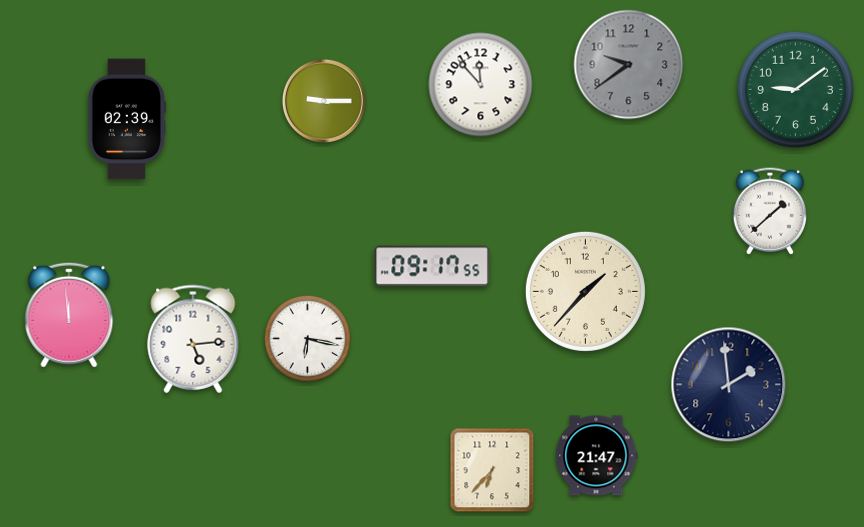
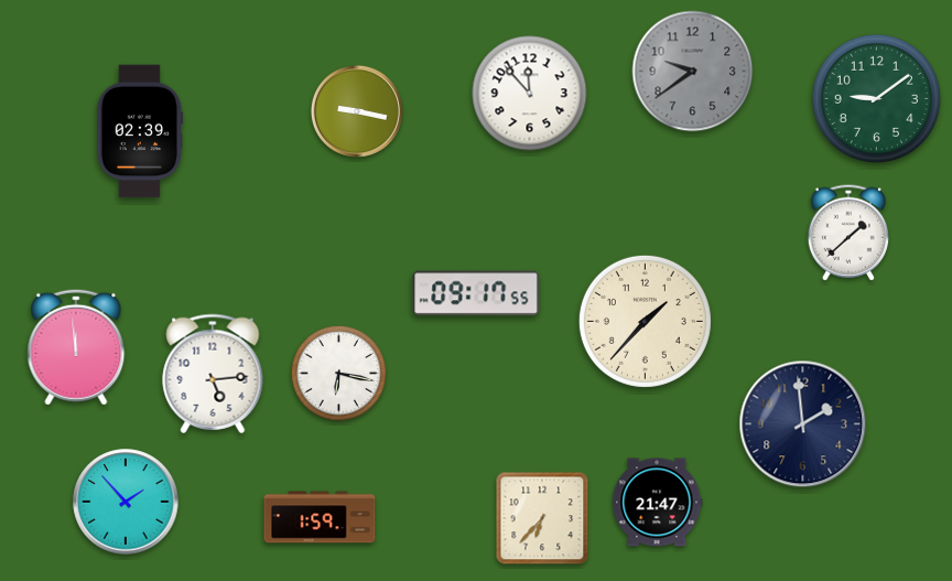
clock at (324, 101): 9:15 -> 9:17
clock at (126, 502): none -> 1:53
clock at (320, 517): none -> 1:59
